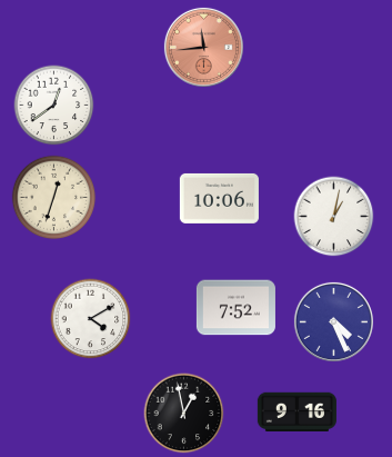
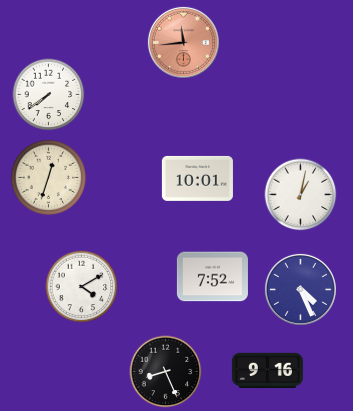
clock at (54, 106): 12:39 -> 7:39
clock at (219, 198): 10:06 -> 10:01
clock at (184, 414): 12:58 -> 8:26
